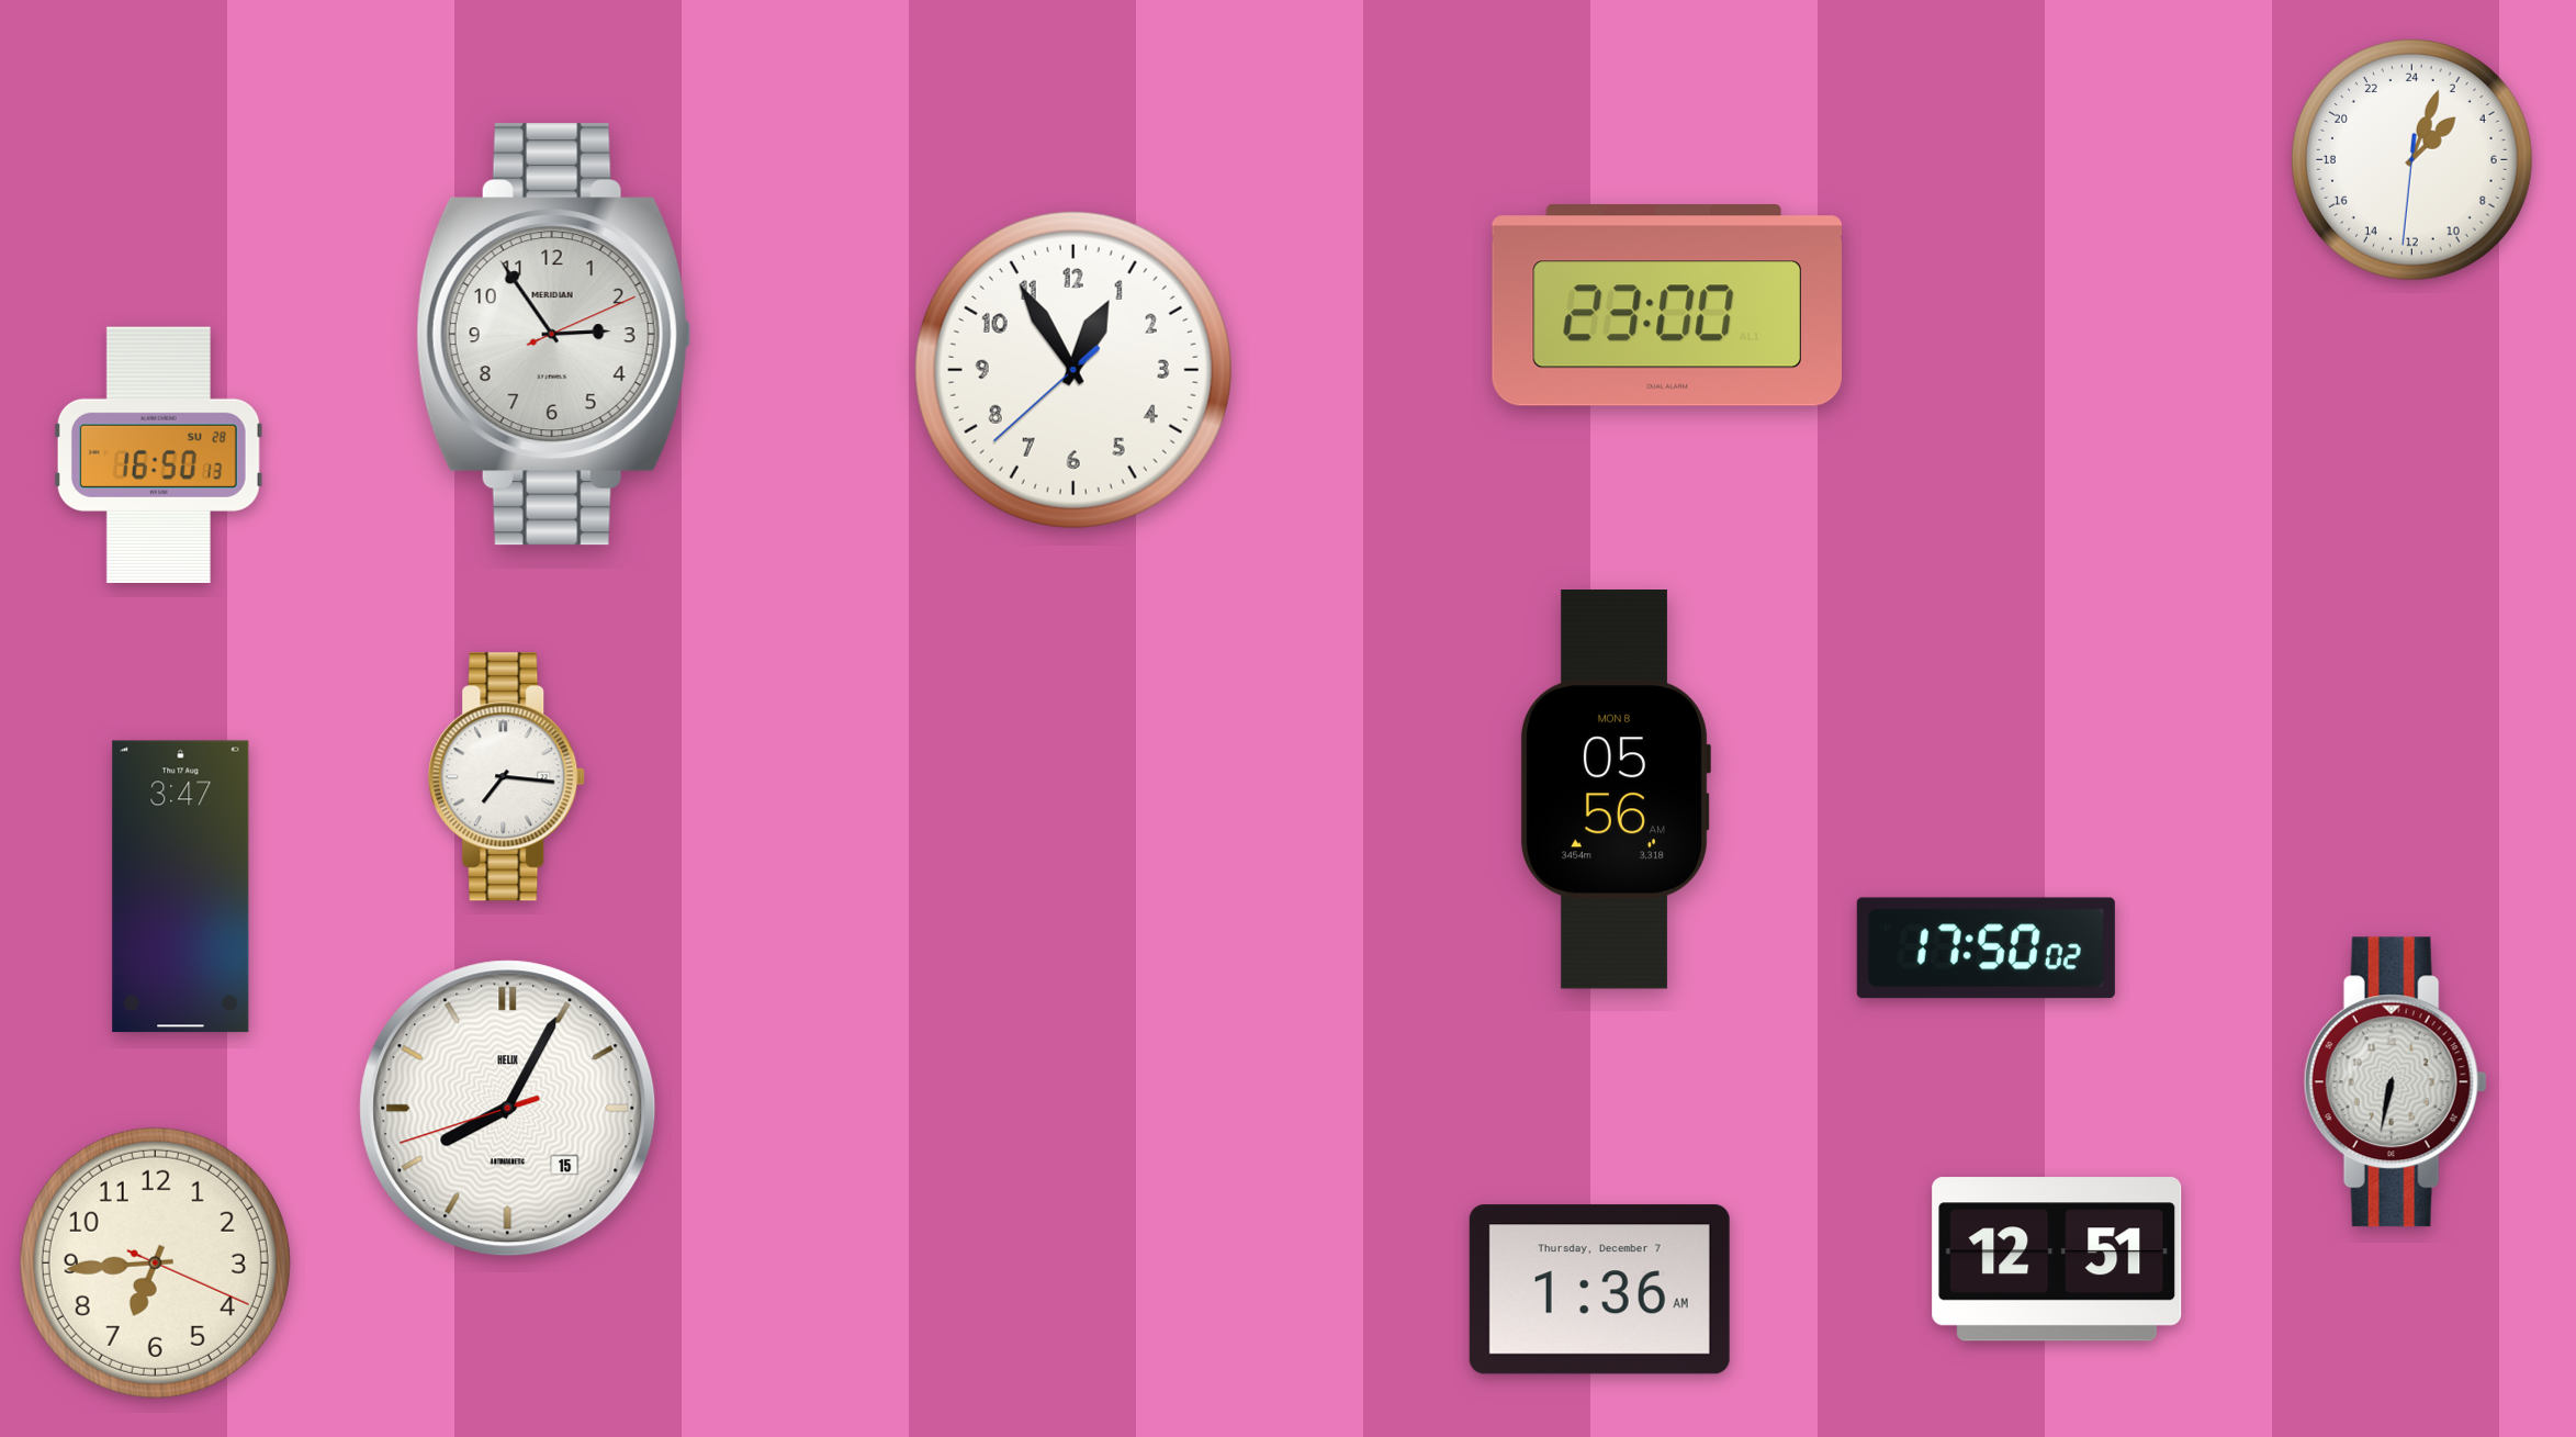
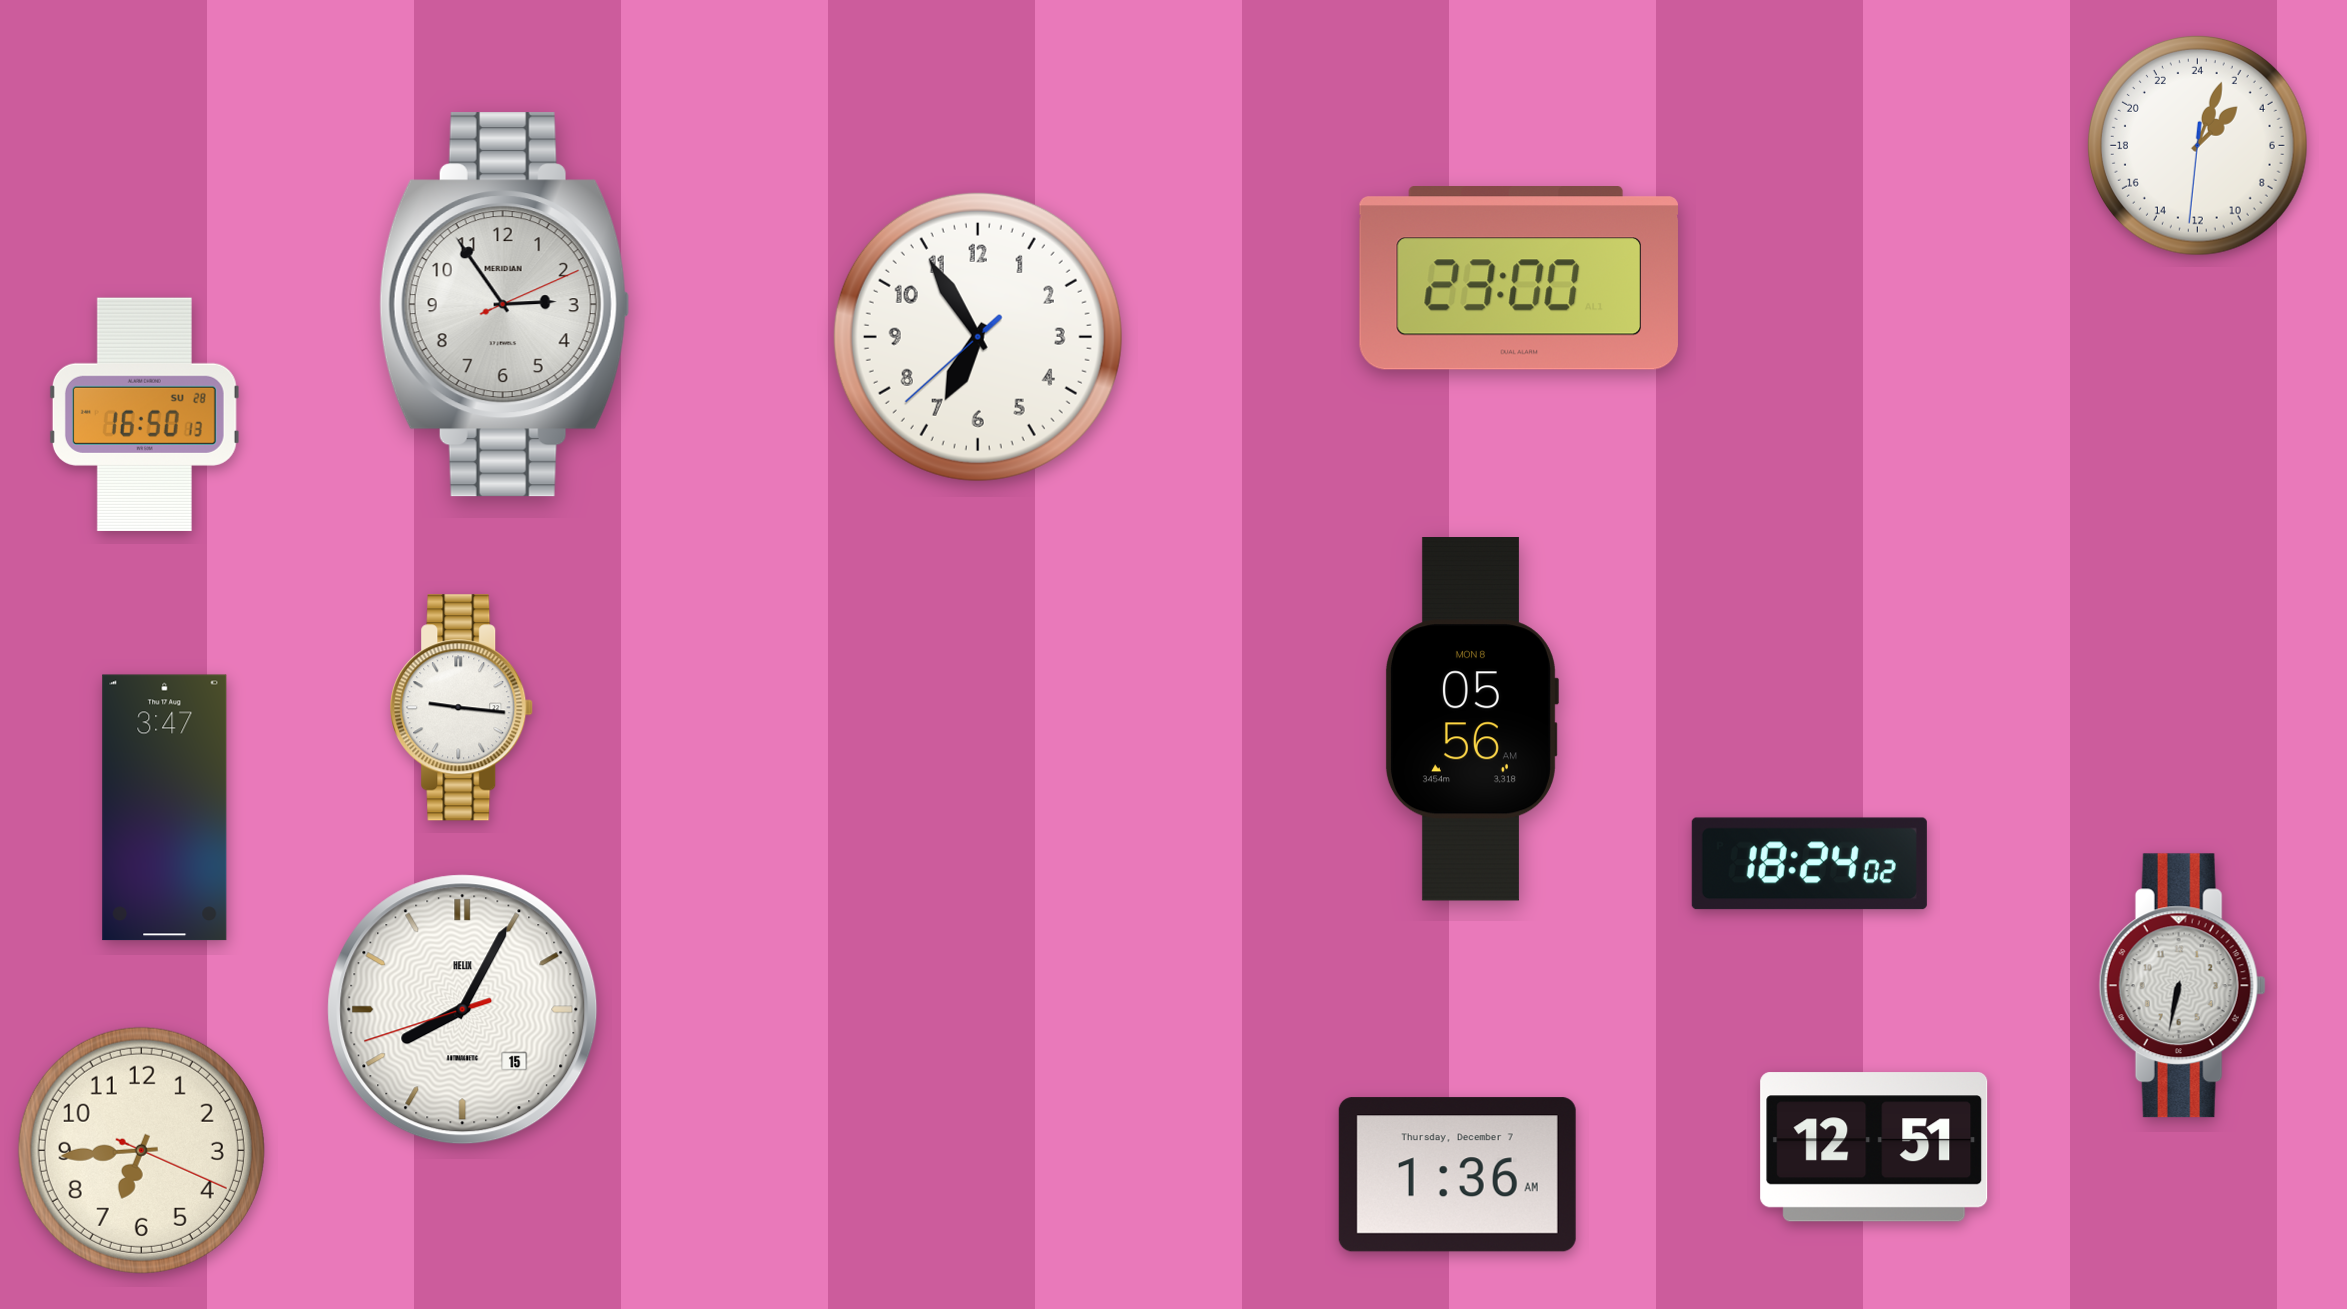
clock at (1073, 370): 12:54 -> 6:54
clock at (507, 777): 7:16 -> 9:16
clock at (1986, 948): 17:50 -> 18:24
